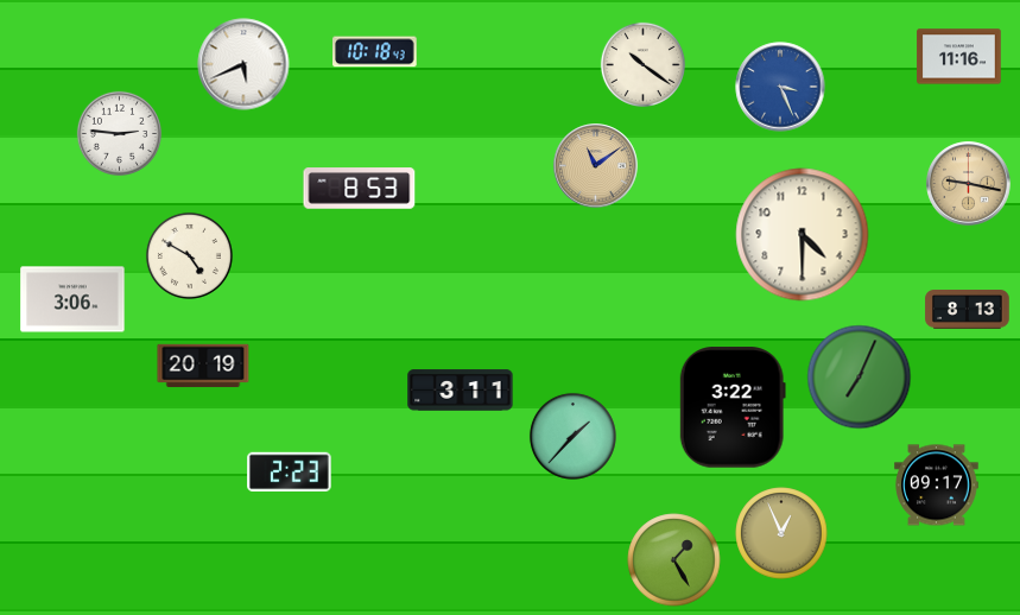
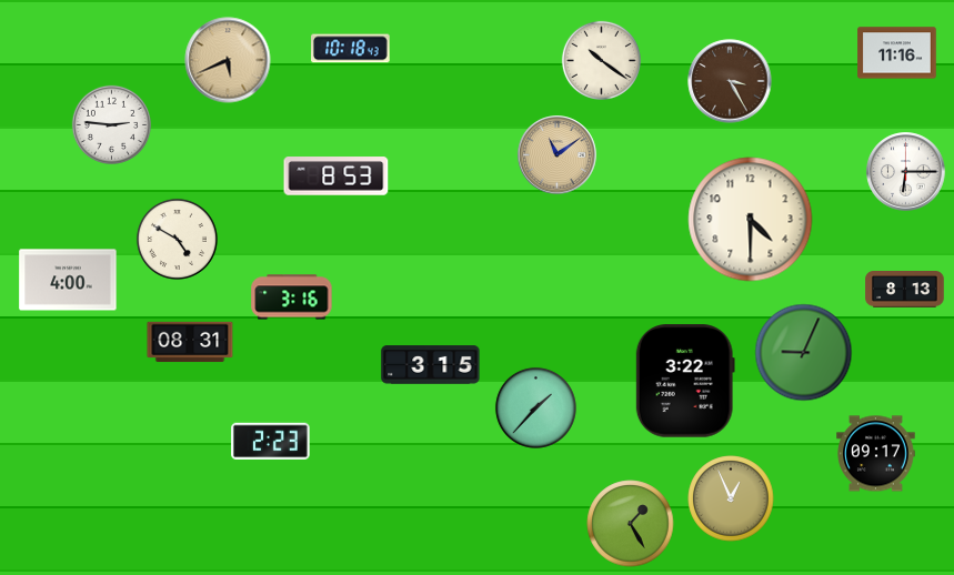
clock at (243, 64) dial: white -> champagne
clock at (780, 87): 3:26 -> 3:25
clock at (780, 87) dial: blue -> brown
clock at (969, 184): 9:17 -> 6:15
clock at (969, 184) dial: champagne -> white
clock at (72, 299): 3:06 -> 4:00
clock at (292, 297): none -> 3:16
clock at (203, 366): 20:19 -> 08:31
clock at (860, 378): 7:04 -> 9:04
clock at (461, 391): 3:11 -> 3:15
